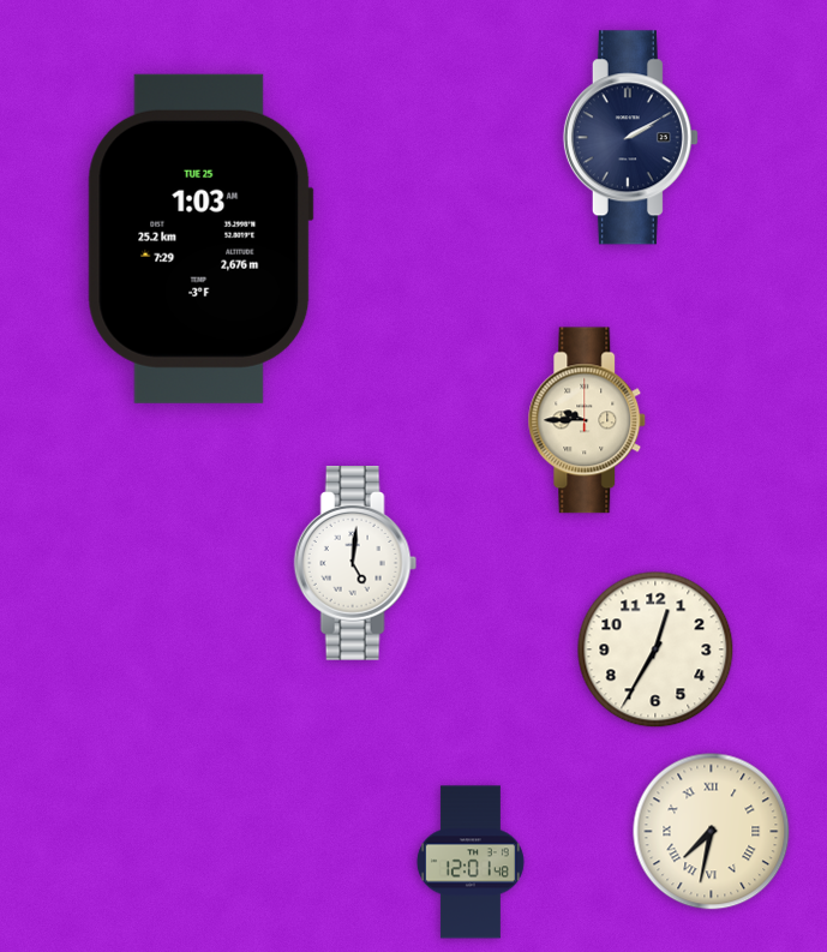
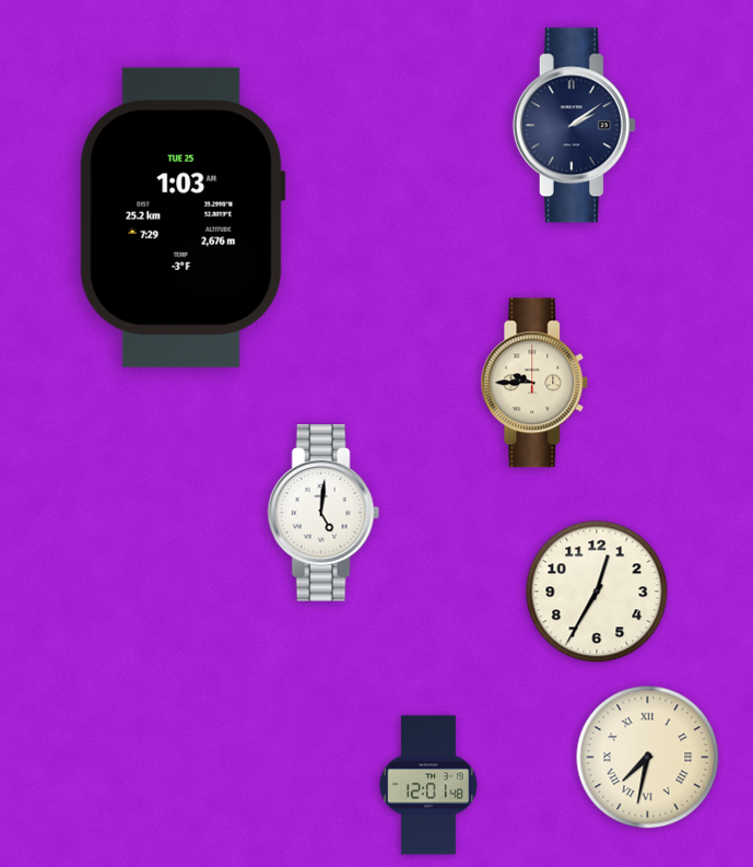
clock at (630, 138): 2:10 -> 2:09
